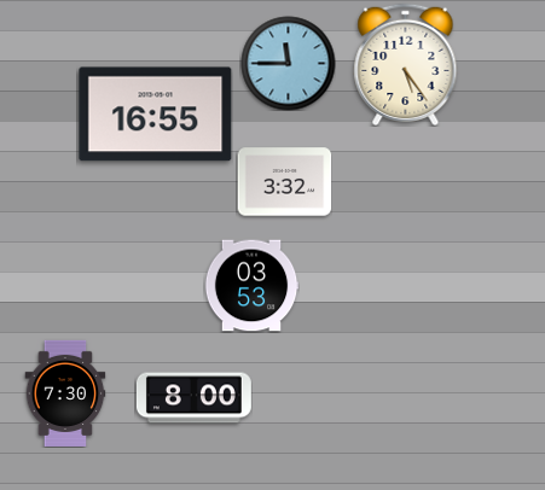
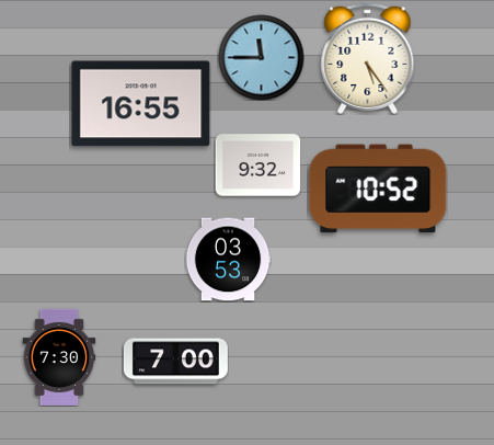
clock at (284, 182): 3:32 -> 9:32
clock at (378, 189): none -> 10:52
clock at (193, 398): 8:00 -> 7:00
